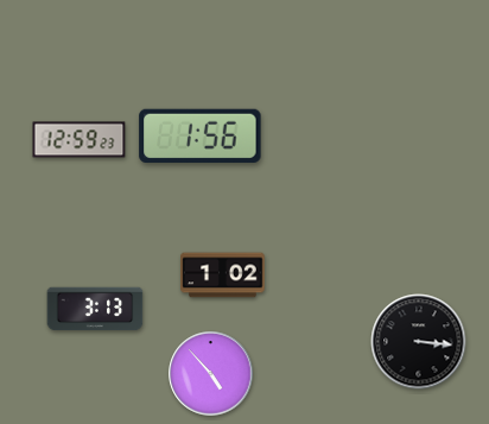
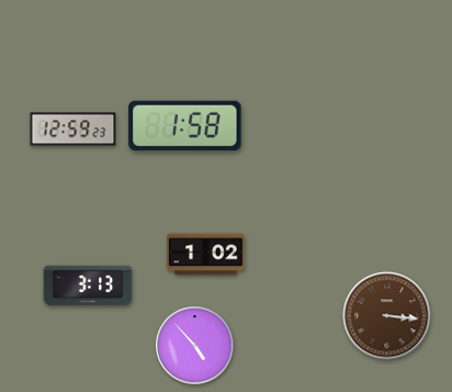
clock at (201, 135): 1:56 -> 1:58
clock at (419, 342) dial: black -> brown
